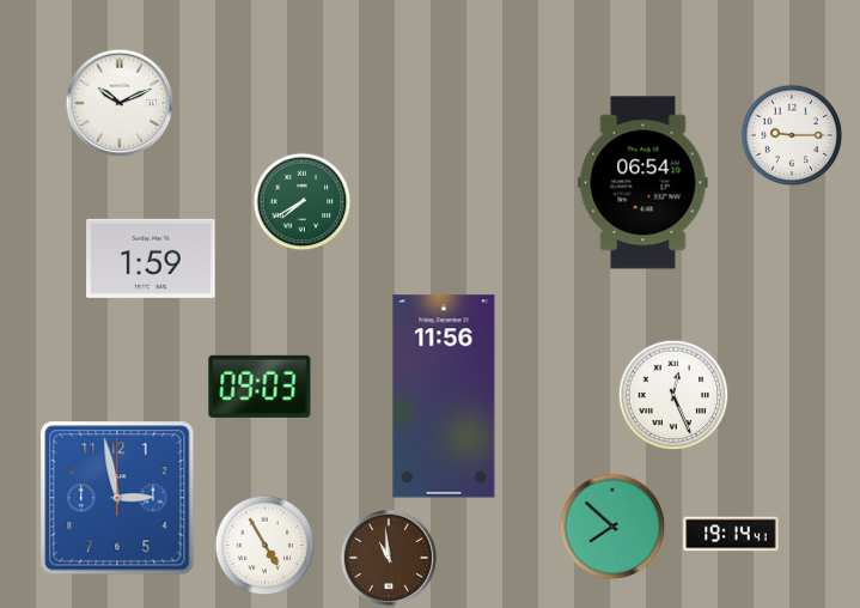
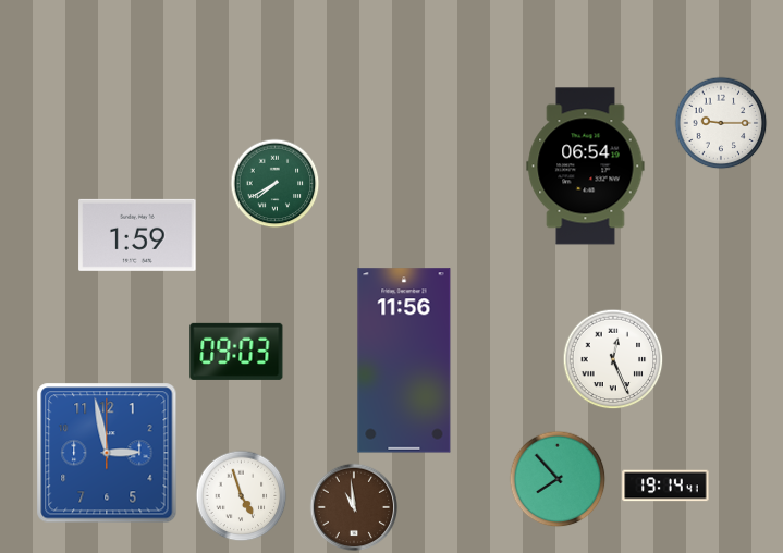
clock at (120, 103): 10:11 -> none
clock at (612, 527): 7:52 -> 7:53
clock at (266, 546): 4:55 -> 4:57
